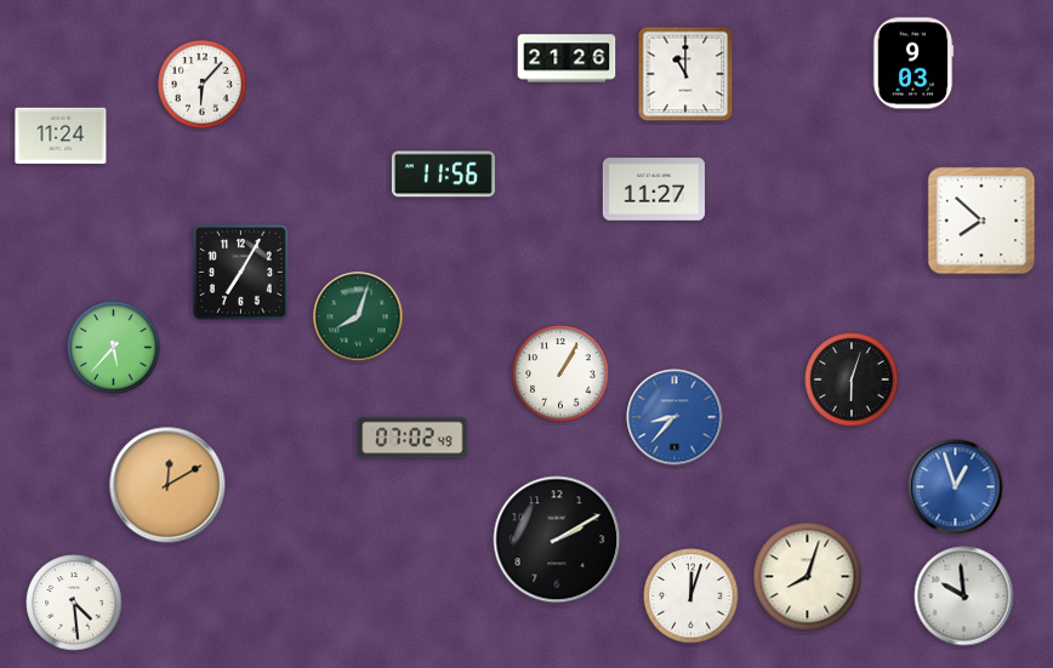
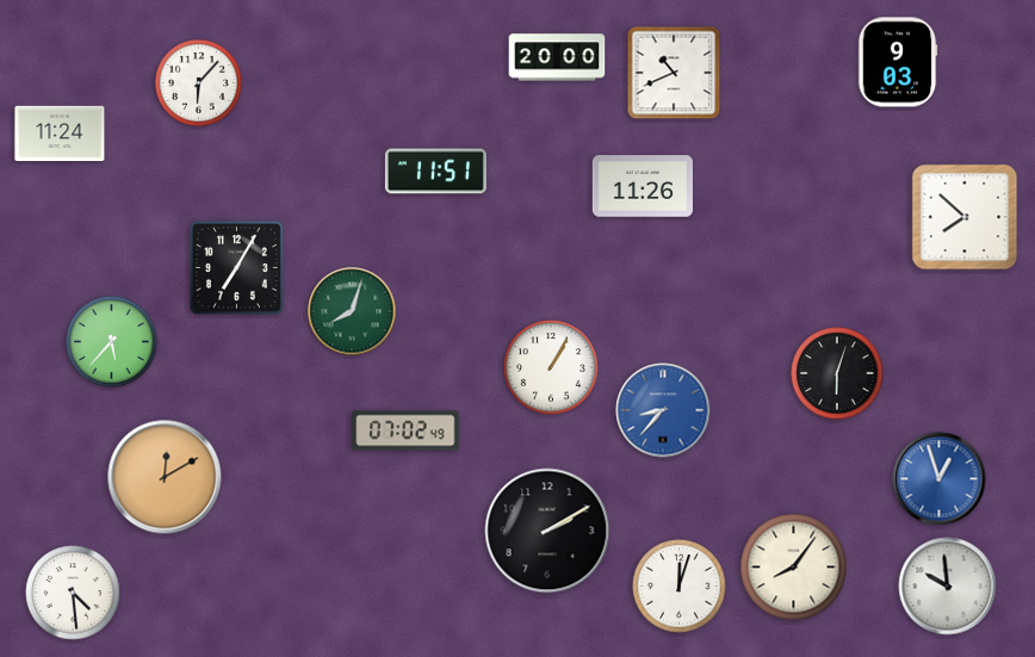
clock at (567, 58): 21:26 -> 20:00
clock at (685, 74): 11:00 -> 10:41
clock at (443, 175): 11:56 -> 11:51
clock at (654, 189): 11:27 -> 11:26
clock at (808, 577): 8:03 -> 8:06
